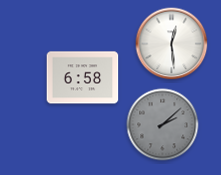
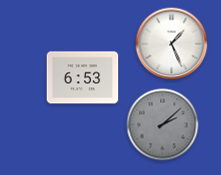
clock at (172, 44): 12:29 -> 1:26
clock at (83, 78): 6:58 -> 6:53
